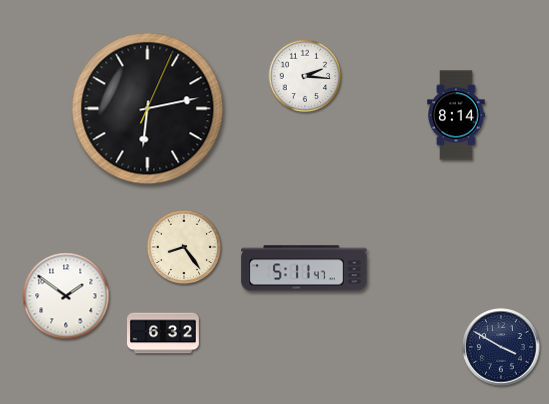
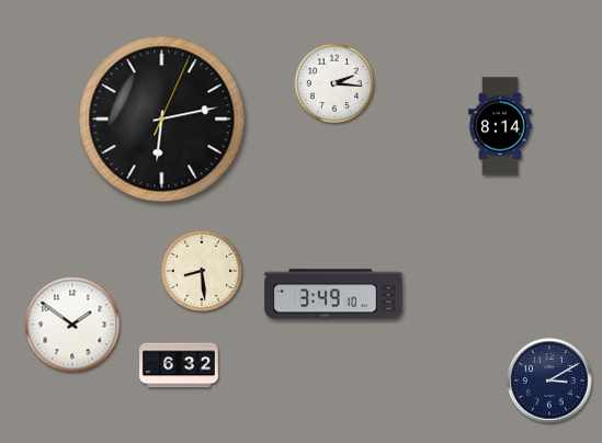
clock at (184, 246): 8:24 -> 8:29
clock at (304, 268): 5:11 -> 3:49
clock at (501, 347): 3:50 -> 3:10
